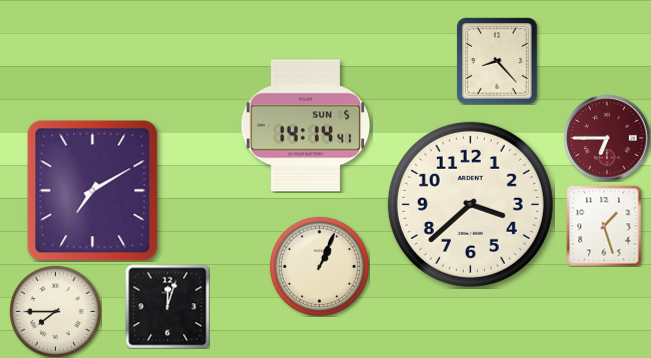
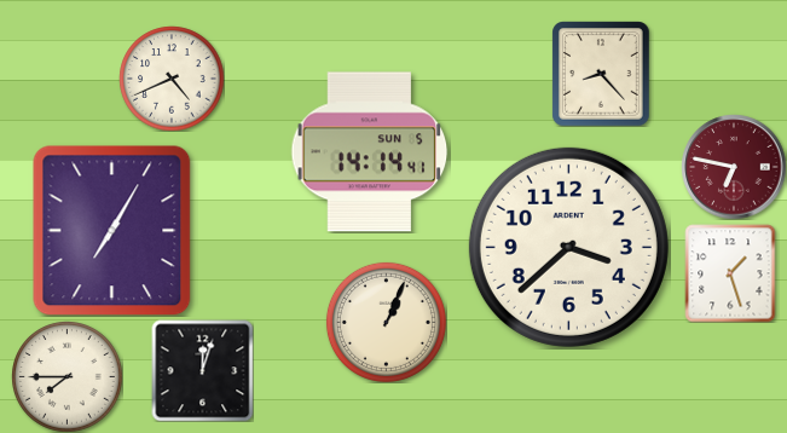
clock at (172, 79): none -> 4:41
clock at (607, 138): 6:45 -> 6:47
clock at (93, 191): 7:10 -> 7:05
